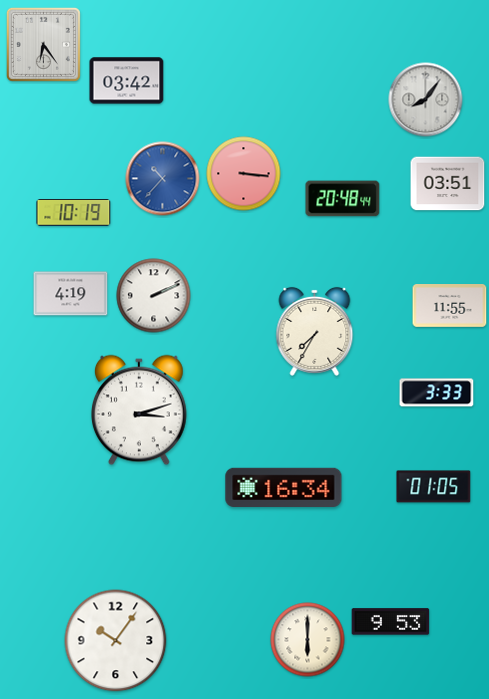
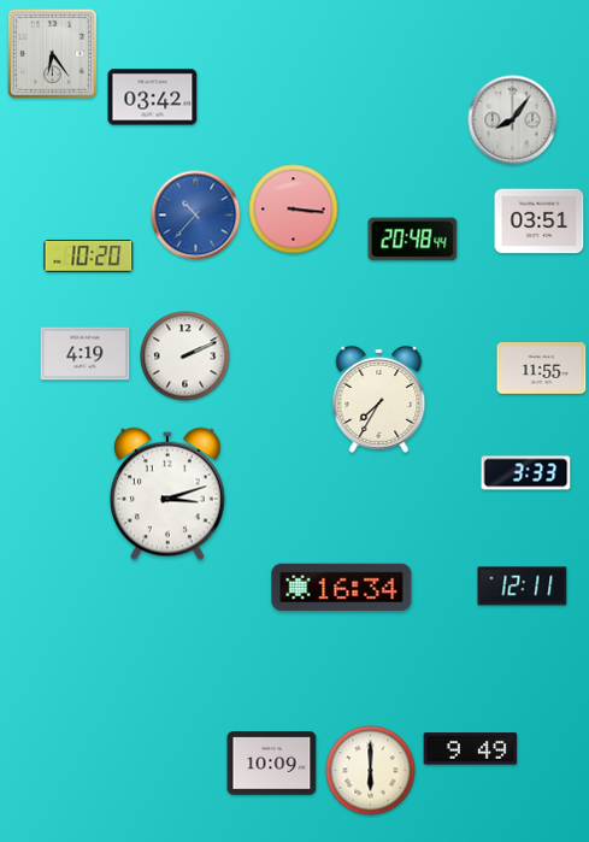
clock at (74, 213): 10:19 -> 10:20
clock at (434, 487): 01:05 -> 12:11
clock at (391, 622): 9:53 -> 9:49
clock at (272, 764): none -> 10:09
clock at (116, 641): 10:06 -> none
